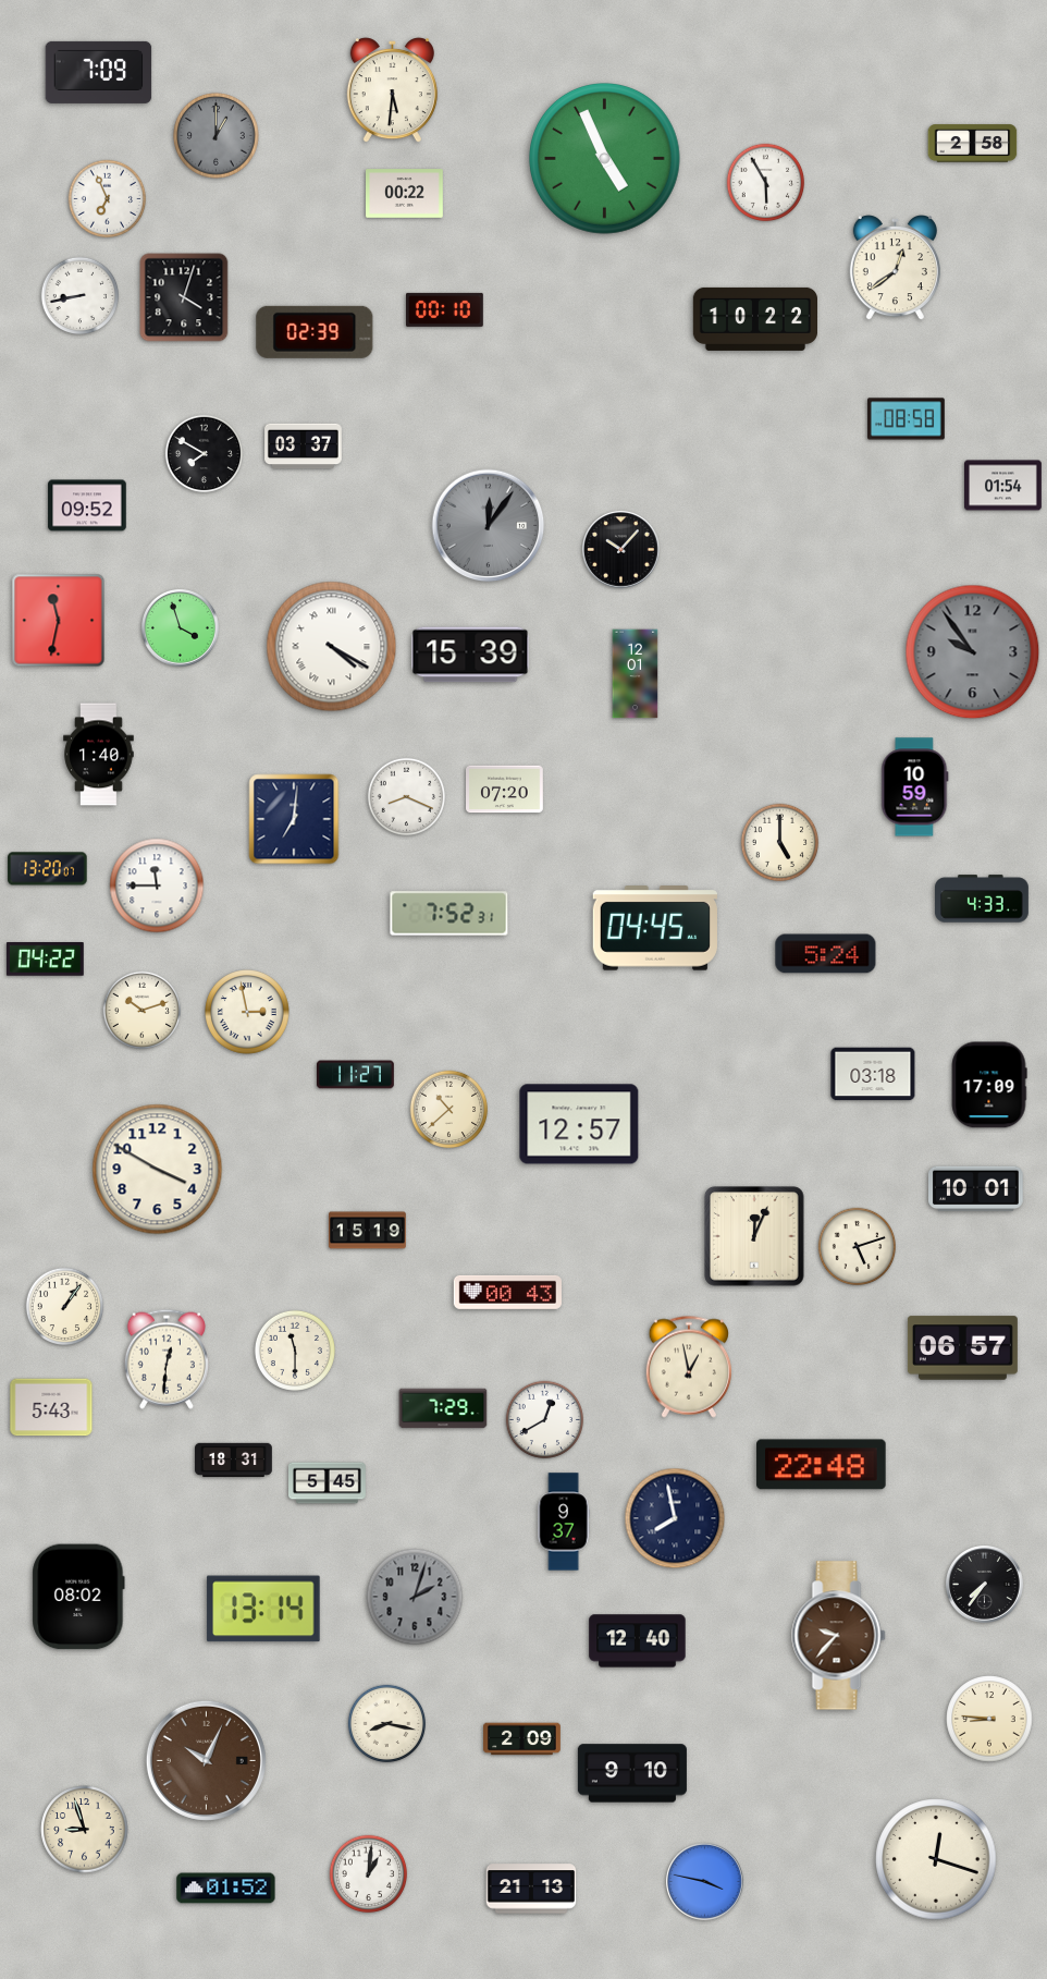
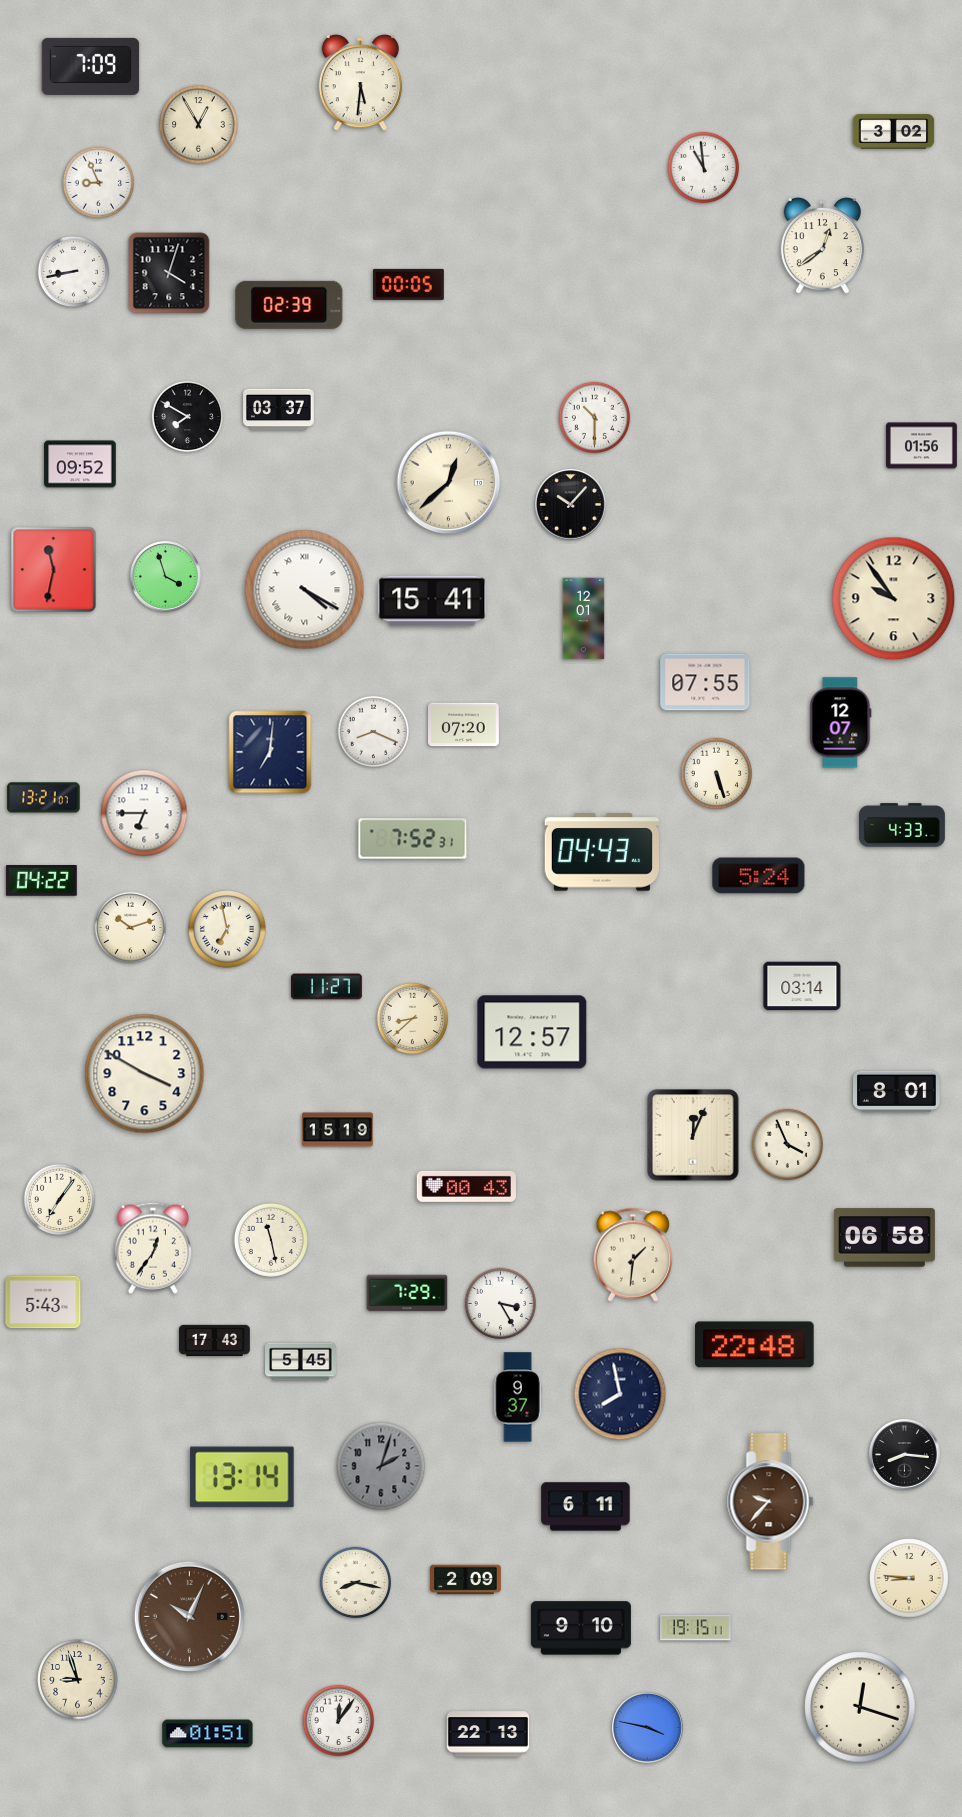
clock at (217, 136): 1:00 -> 12:55
clock at (217, 136) dial: grey -> cream
clock at (973, 144): 2:58 -> 3:02
clock at (605, 159): 4:56 -> none
clock at (766, 183): 5:55 -> 10:59
clock at (405, 194): 00:22 -> none
clock at (108, 199): 6:56 -> 8:56
clock at (445, 309): 00:10 -> 00:05
clock at (754, 319): 10:22 -> none
clock at (907, 419): 08:58 -> none
clock at (595, 418): none -> 10:30
clock at (1003, 486): 01:54 -> 01:56
clock at (489, 526): 12:06 -> 12:38
clock at (489, 526) dial: grey -> cream
clock at (332, 647) position: (332, 647) -> (305, 590)
clock at (973, 652) dial: grey -> cream
clock at (470, 655): 15:39 -> 15:41
clock at (705, 682): none -> 07:55
clock at (99, 755): 1:40 -> none
clock at (915, 787): 10:59 -> 12:07
clock at (780, 843): 5:00 -> 5:27
clock at (48, 869): 13:20 -> 13:21
clock at (157, 885): 11:45 -> 6:45
clock at (655, 928): 04:45 -> 04:43
clock at (248, 1013): 2:58 -> 6:58
clock at (873, 1074): 03:18 -> 03:14
clock at (989, 1085): 17:09 -> none
clock at (449, 1110): 10:38 -> 8:38
clock at (976, 1189): 10:01 -> 8:01
clock at (858, 1247): 5:12 -> 3:56
clock at (65, 1307): 1:06 -> 7:06
clock at (962, 1348): 06:57 -> 06:58
clock at (295, 1351): 11:30 -> 11:28
clock at (167, 1359): 12:31 -> 12:36
clock at (689, 1367): 12:58 -> 1:31
clock at (51, 1407) position: (51, 1407) -> (43, 1302)
clock at (545, 1420): 12:40 -> 3:25
clock at (234, 1461): 18:31 -> 17:43
clock at (985, 1585): 7:36 -> 8:16
clock at (78, 1597): 08:02 -> none
clock at (638, 1641): 12:40 -> 6:11
clock at (522, 1739) position: (522, 1739) -> (466, 1580)
clock at (696, 1628): none -> 19:15
clock at (369, 1874): 1:01 -> 12:06
clock at (226, 1889): 01:52 -> 01:51
clock at (531, 1889): 21:13 -> 22:13
